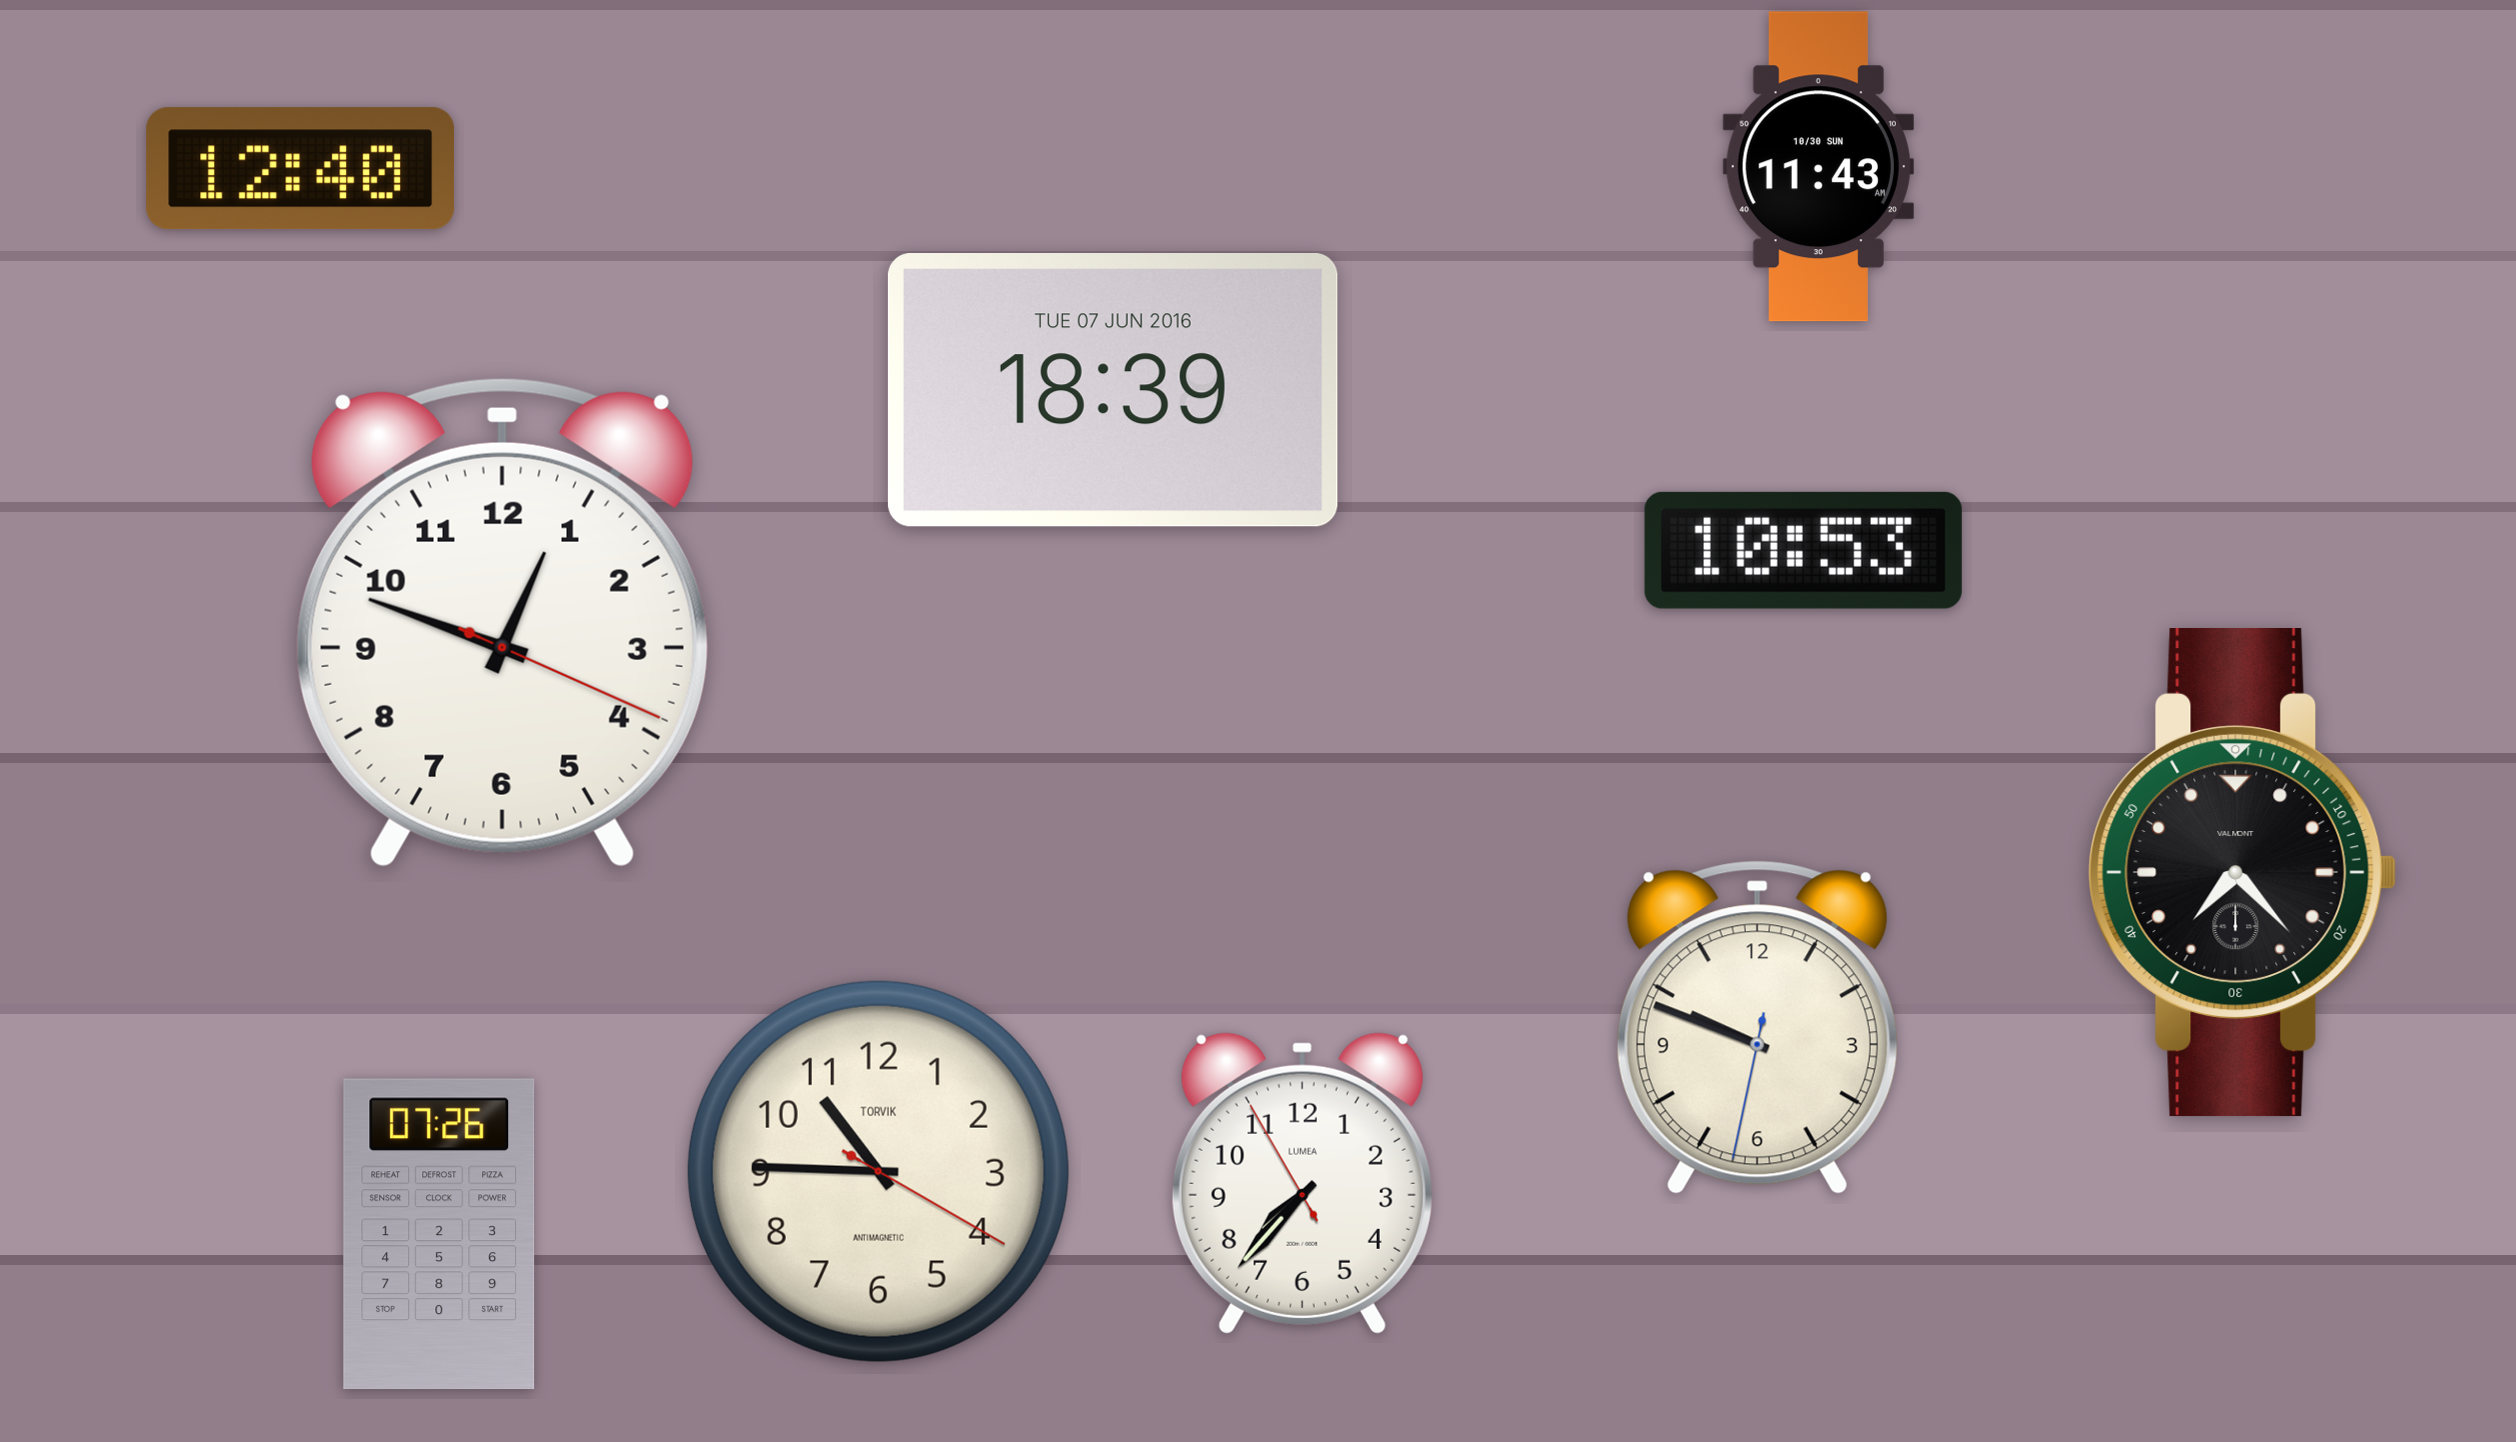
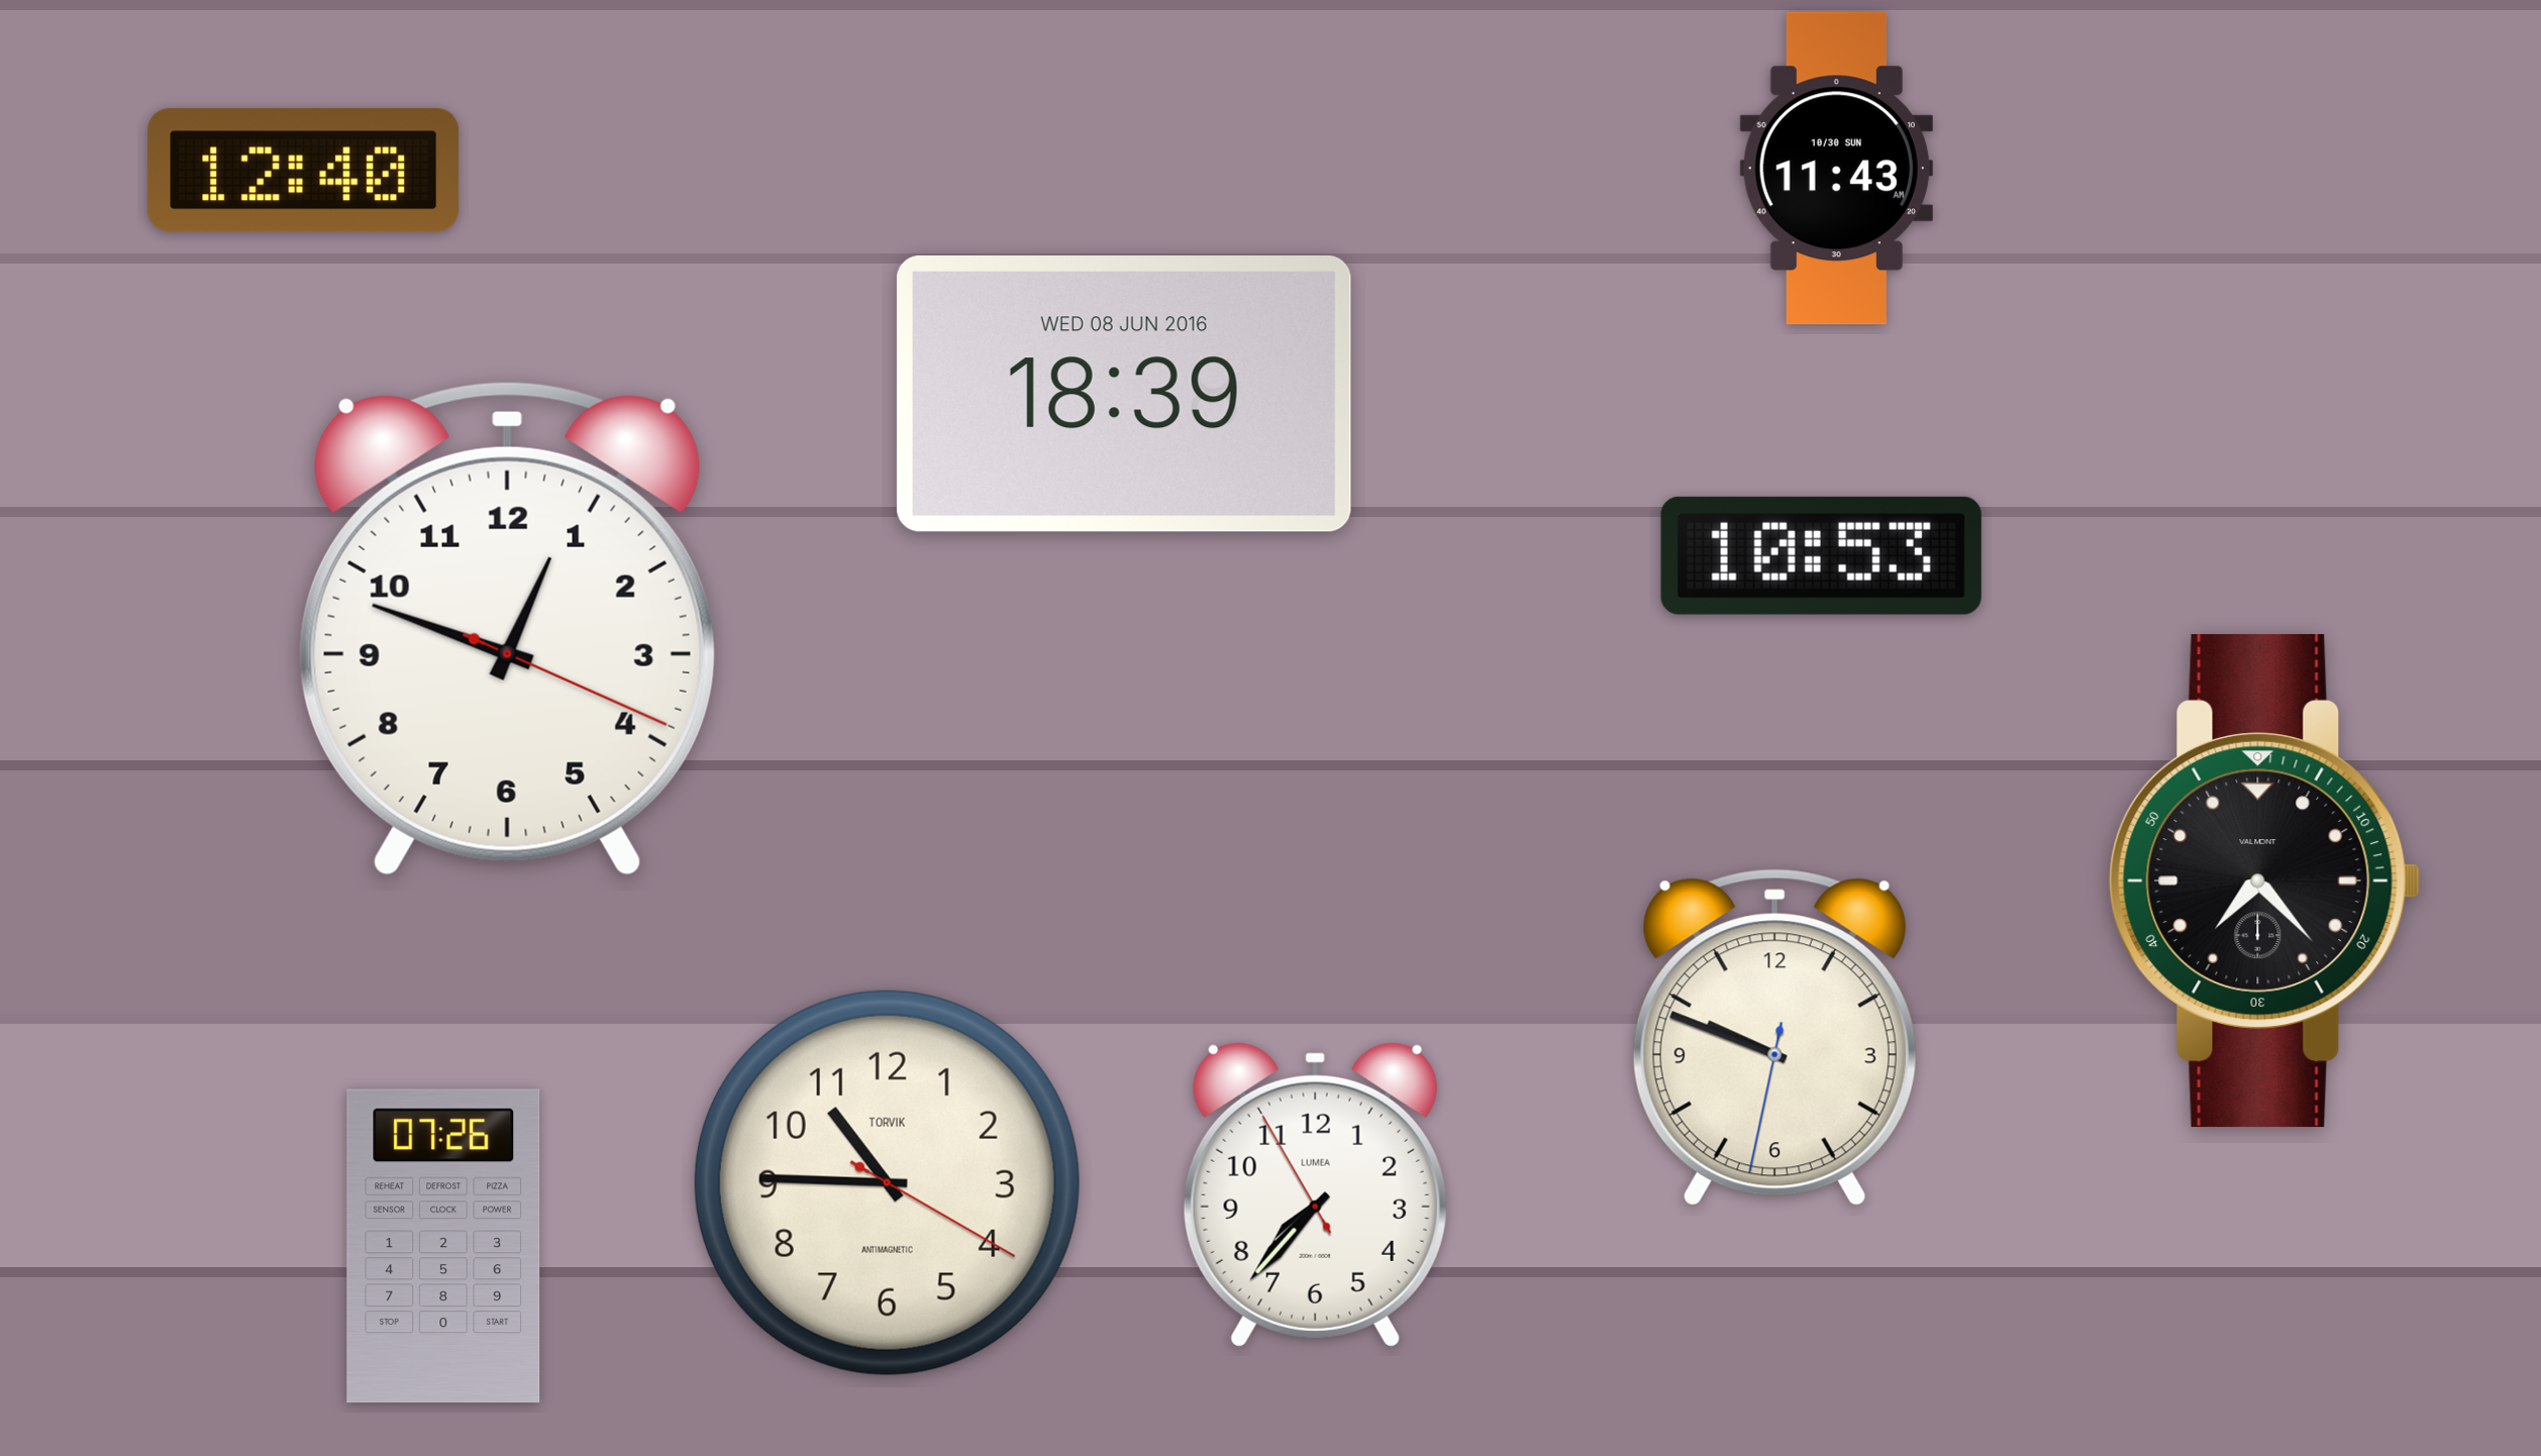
clock at (1113, 391) date: TUE 07 JUN 2016 -> WED 08 JUN 2016
